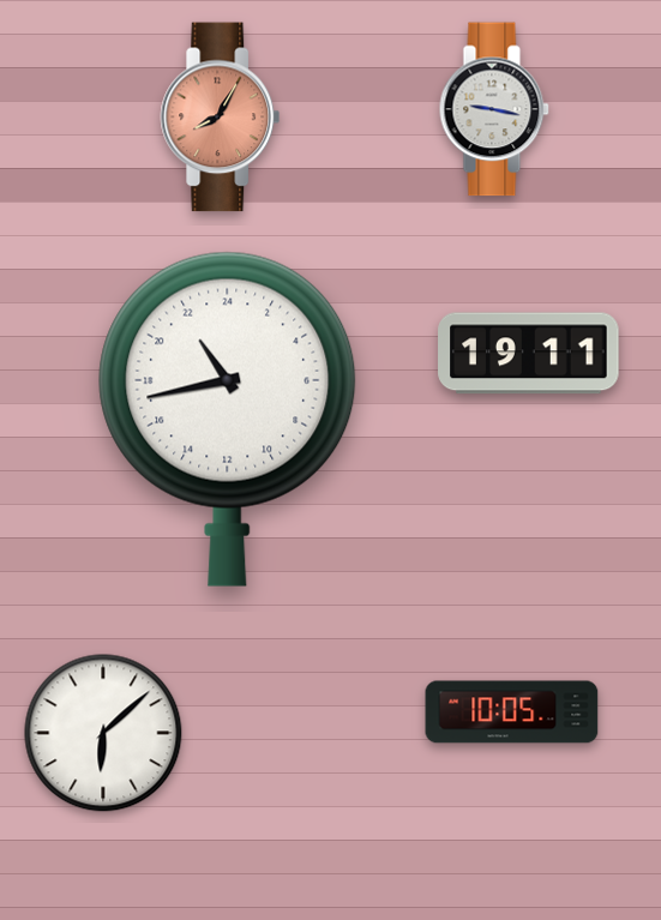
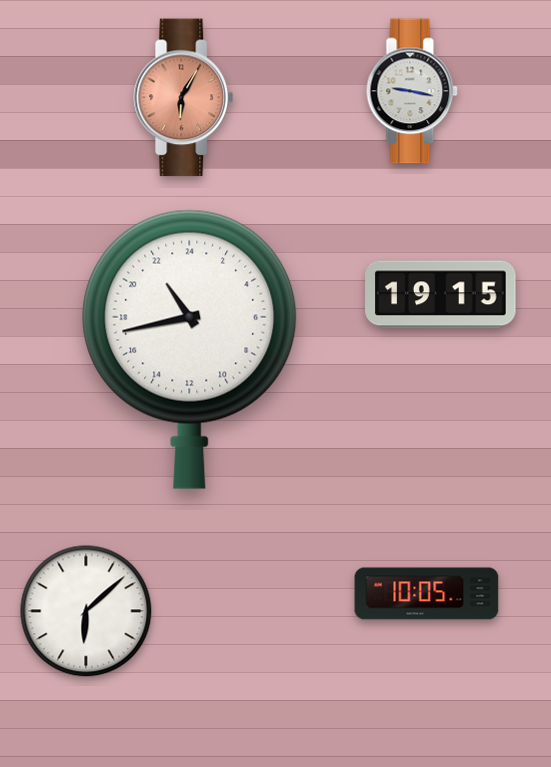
clock at (221, 118): 8:05 -> 6:05
clock at (529, 354): 19:11 -> 19:15
